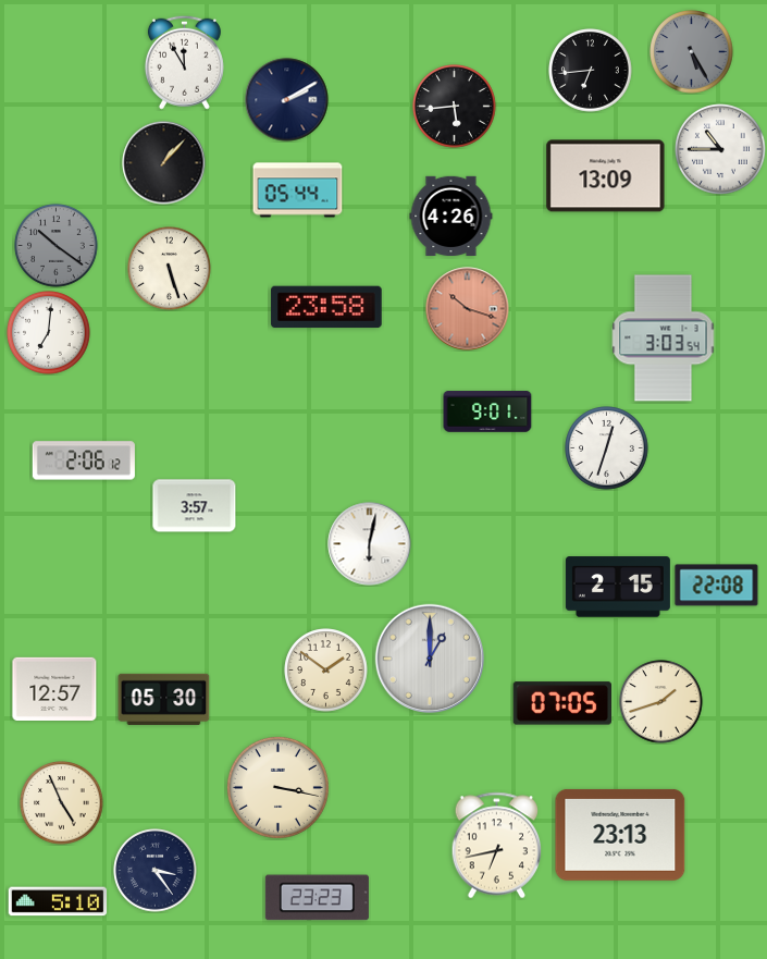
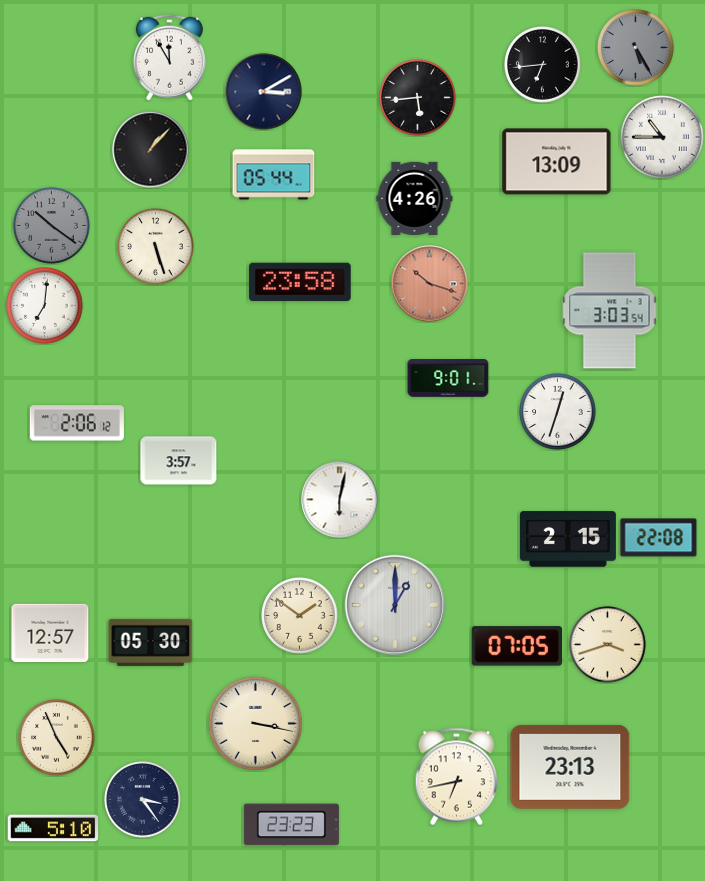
clock at (287, 100): 2:10 -> 3:10
clock at (195, 506) position: (195, 506) -> (179, 461)
clock at (661, 702): 1:42 -> 3:42
